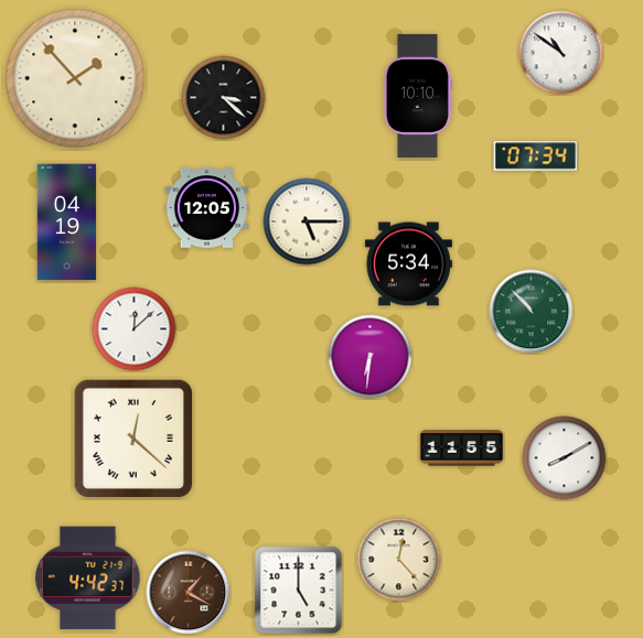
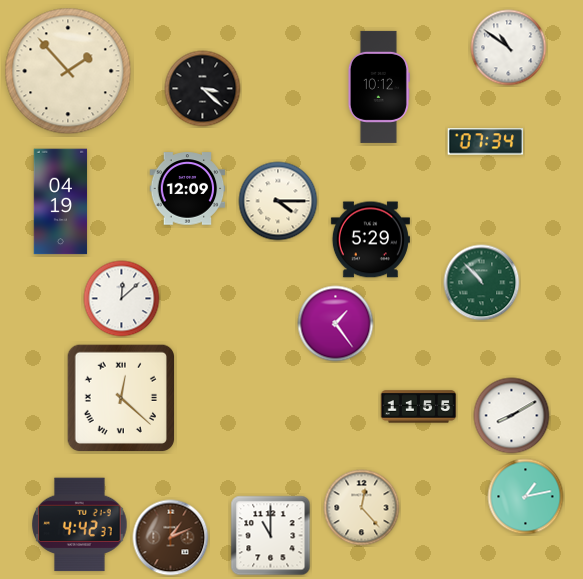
clock at (417, 96): 10:10 -> 10:12
clock at (207, 208): 12:05 -> 12:09
clock at (307, 221): 5:15 -> 4:15
clock at (408, 264): 5:34 -> 5:29
clock at (371, 357): 6:31 -> 1:24
clock at (526, 497): none -> 1:13
clock at (299, 591): 5:00 -> 11:00
clock at (189, 593): 1:20 -> 1:11
